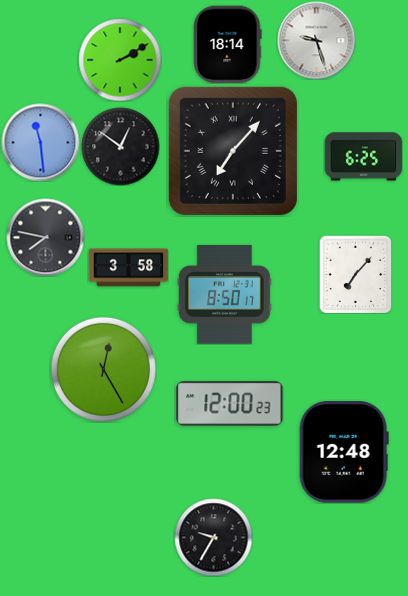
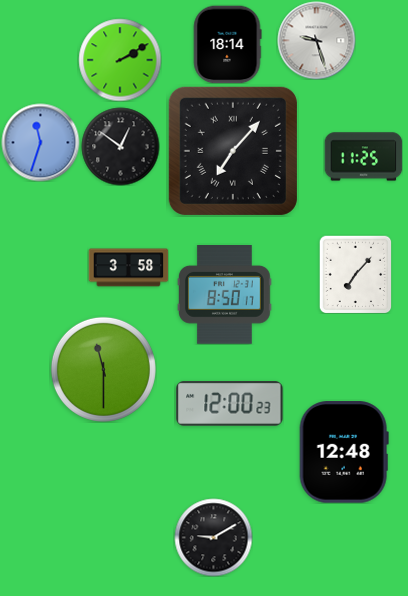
clock at (40, 142): 11:29 -> 11:33
clock at (363, 157): 6:25 -> 11:25
clock at (45, 237): 7:47 -> none
clock at (103, 369): 12:25 -> 11:30
clock at (213, 537): 9:35 -> 9:10
